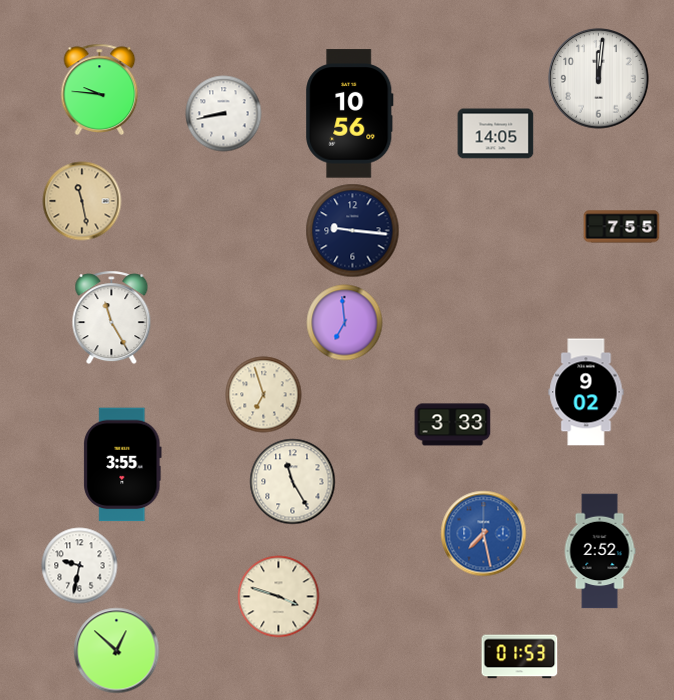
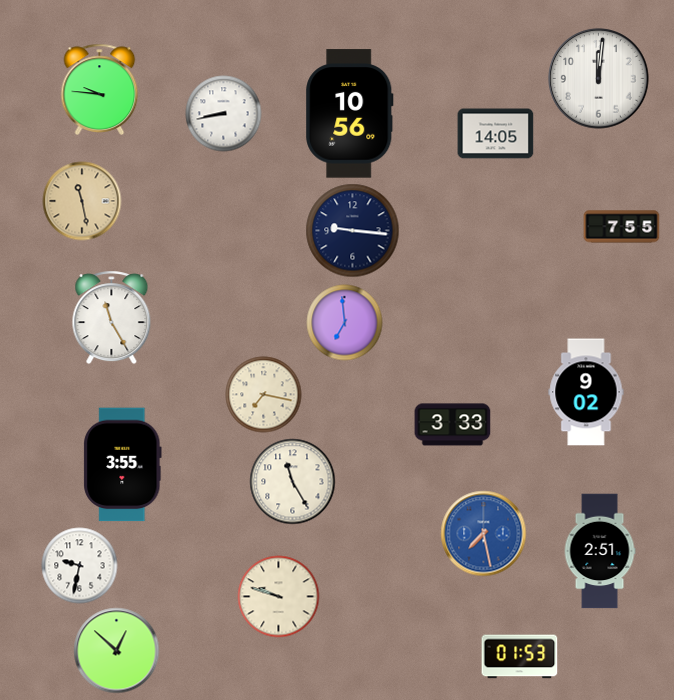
clock at (264, 395): 6:57 -> 7:17
clock at (600, 551): 2:52 -> 2:51
clock at (279, 597): 3:48 -> 9:48
